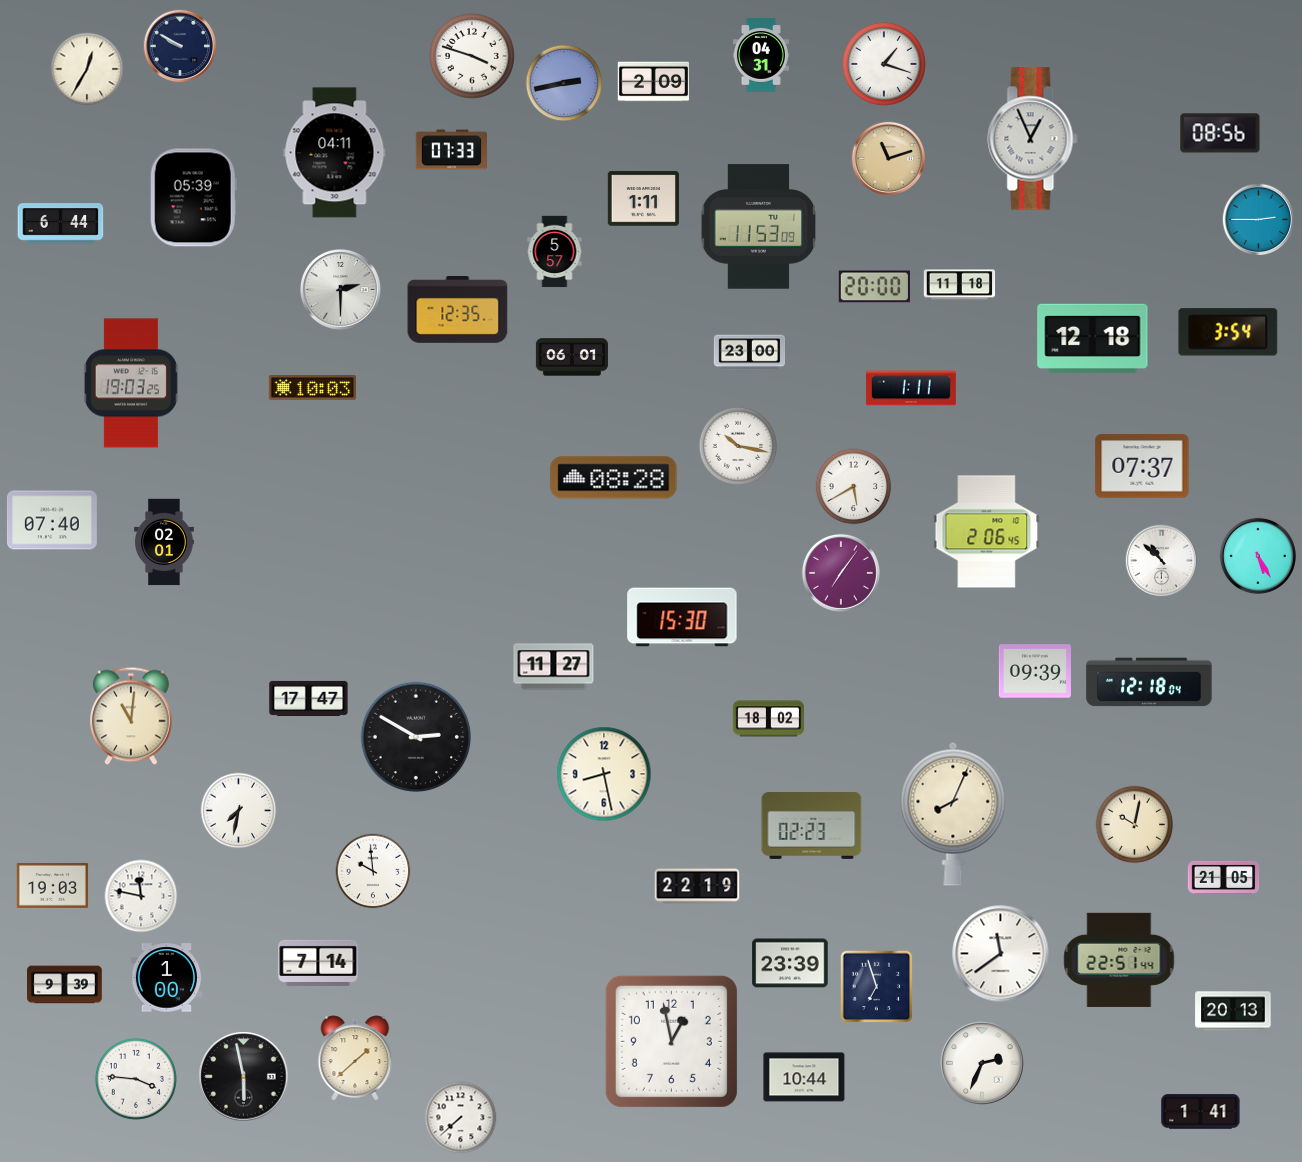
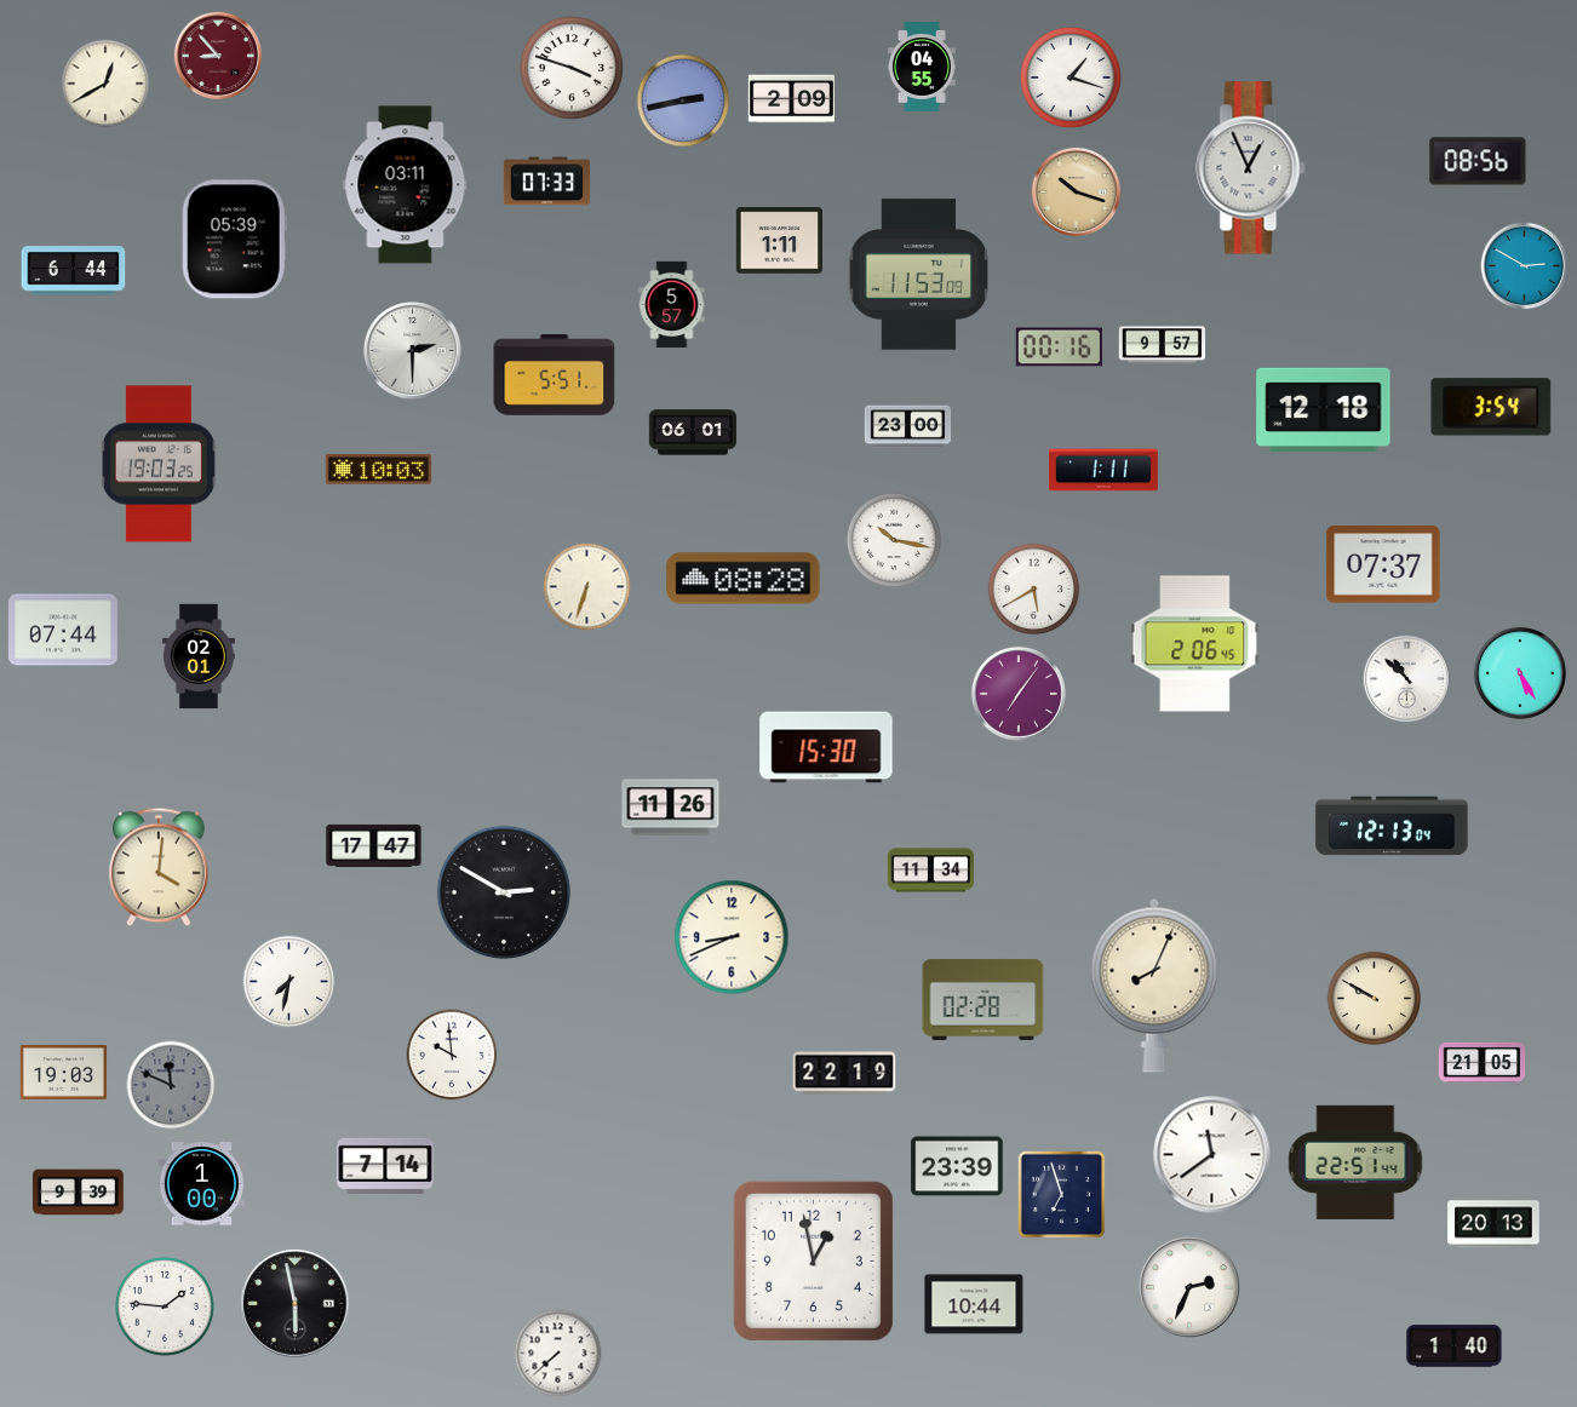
clock at (180, 46): 9:50 -> 8:53
clock at (180, 46) dial: navy -> burgundy
clock at (761, 56): 04:31 -> 04:55
clock at (87, 69): 12:35 -> 12:40
clock at (335, 153): 04:11 -> 03:11
clock at (888, 158): 11:12 -> 10:18
clock at (1259, 220): 2:45 -> 2:50
clock at (960, 285): 11:18 -> 9:57
clock at (874, 287): 20:00 -> 00:16
clock at (458, 310): 12:35 -> 5:51
clock at (1228, 332) position: (1228, 332) -> (1491, 407)
clock at (587, 587): none -> 6:33
clock at (52, 520): 07:40 -> 07:44
clock at (1258, 556) position: (1258, 556) -> (1520, 673)
clock at (554, 667): 11:27 -> 11:26
clock at (1035, 671): 09:39 -> none
clock at (1149, 682): 12:18 -> 12:13
clock at (131, 716): 11:01 -> 4:01
clock at (769, 719): 18:02 -> 11:34
clock at (604, 774): 8:28 -> 8:41
clock at (812, 825): 02:23 -> 02:28
clock at (1135, 825): 10:02 -> 9:50
clock at (141, 896): 11:47 -> 11:49
clock at (141, 896) dial: white -> grey
clock at (355, 1058): 1:38 -> none
clock at (136, 1079): 3:46 -> 1:46
clock at (1201, 1112): 1:41 -> 1:40
